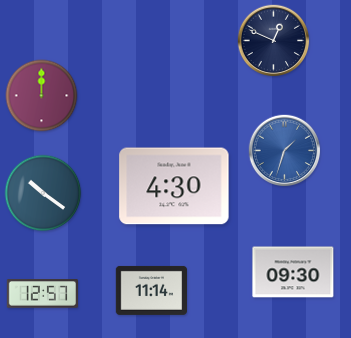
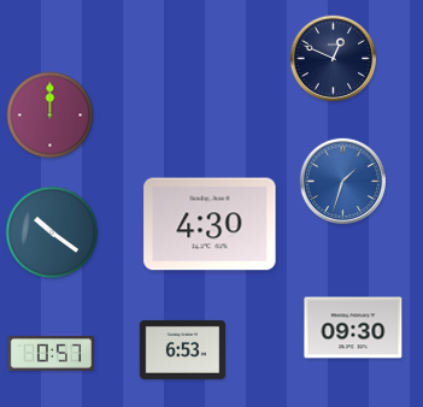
clock at (274, 41) position: (274, 41) -> (334, 59)
clock at (151, 290): 11:14 -> 6:53
clock at (42, 294): 12:57 -> 0:57
